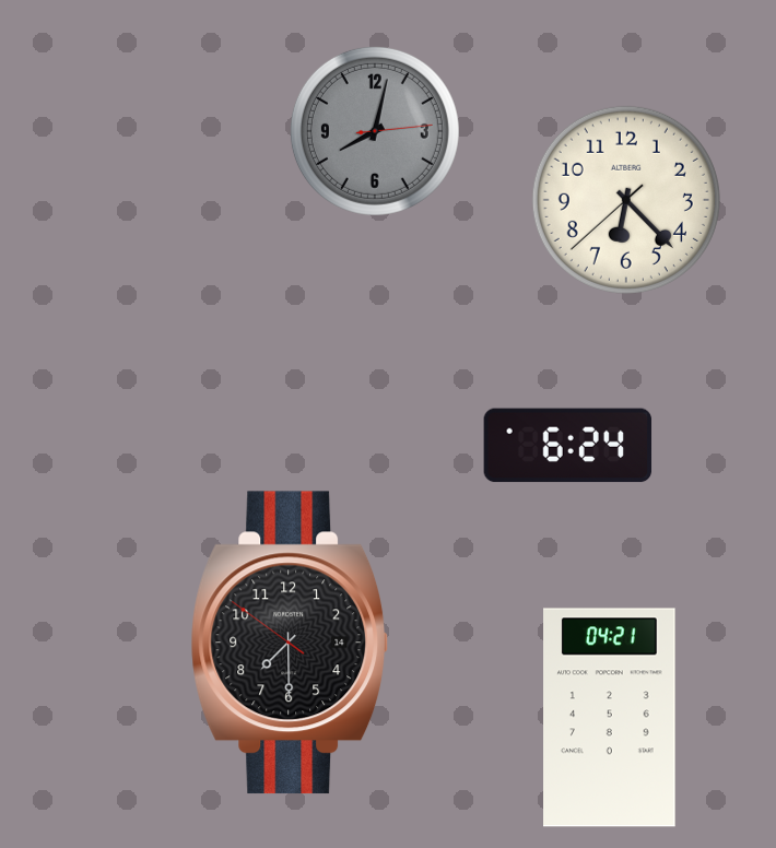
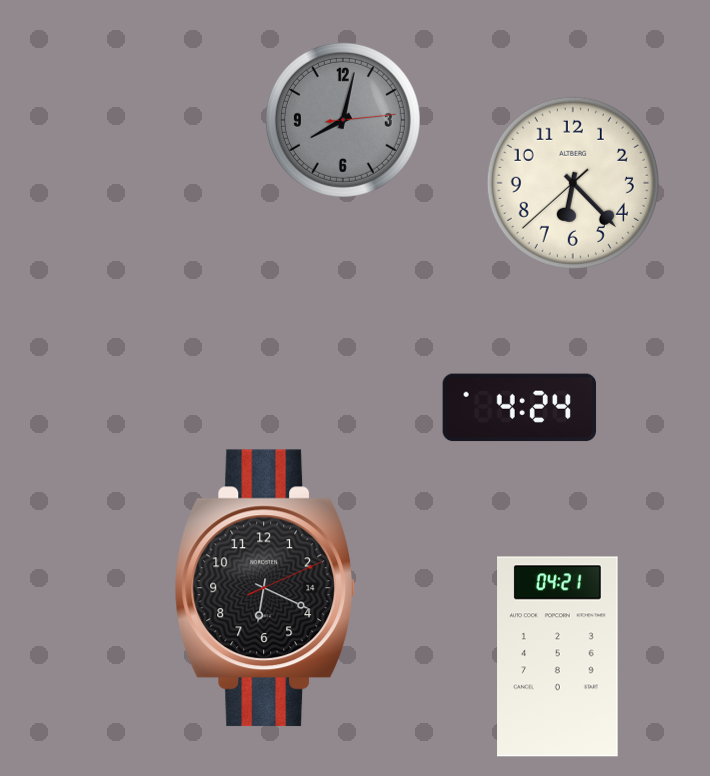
clock at (568, 446): 6:24 -> 4:24
clock at (290, 643): 7:29 -> 6:19
